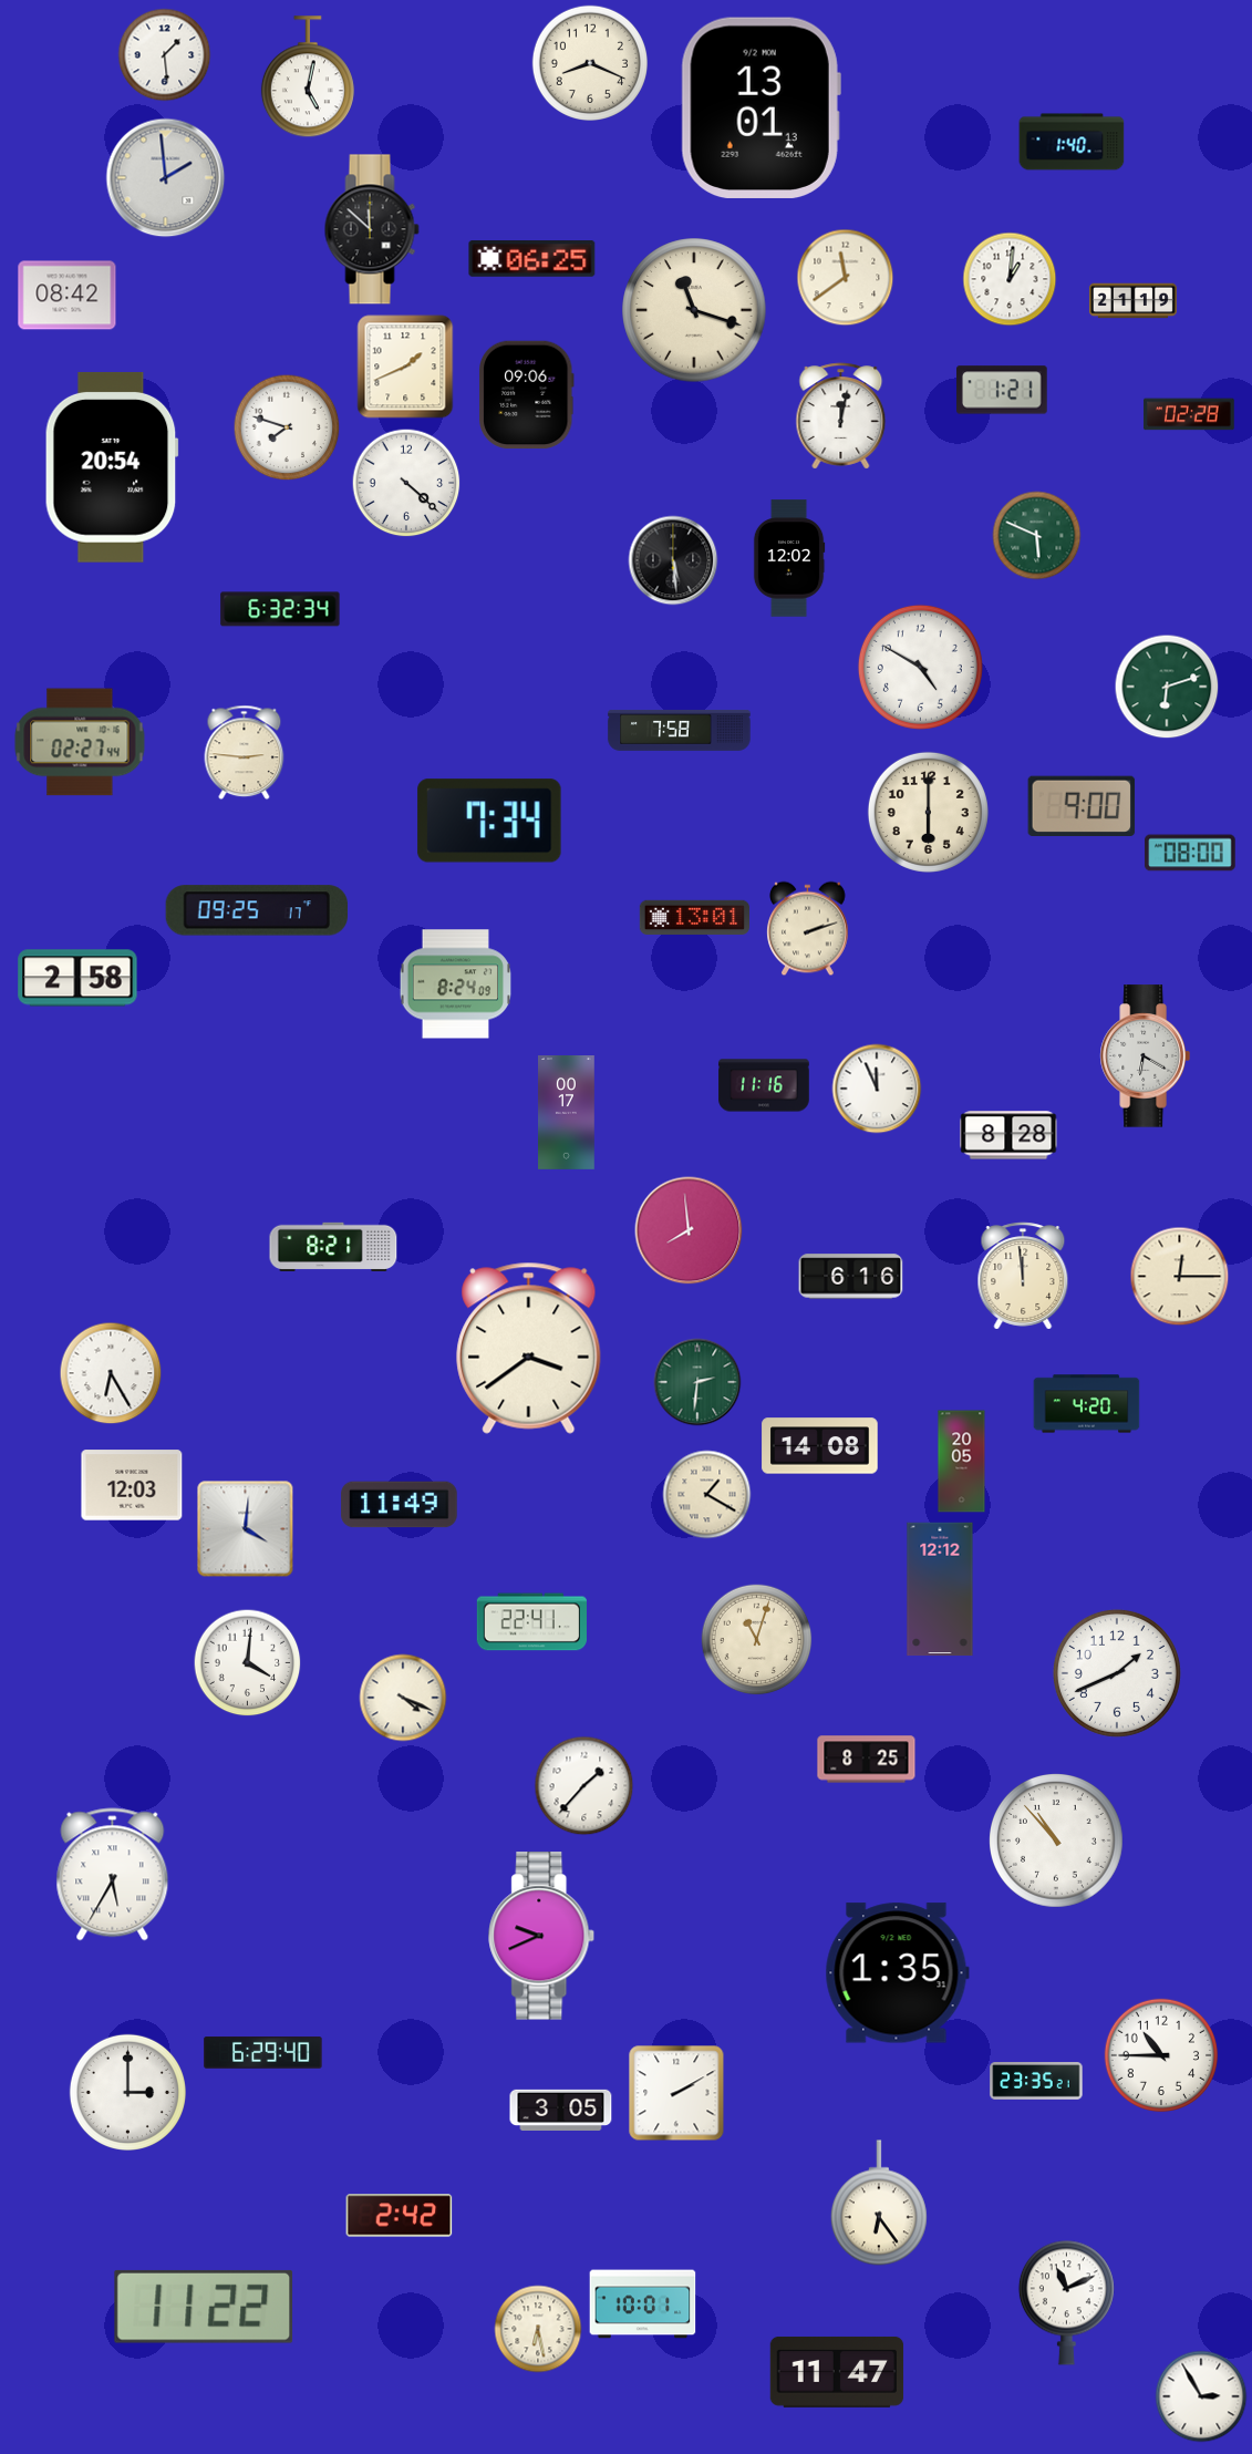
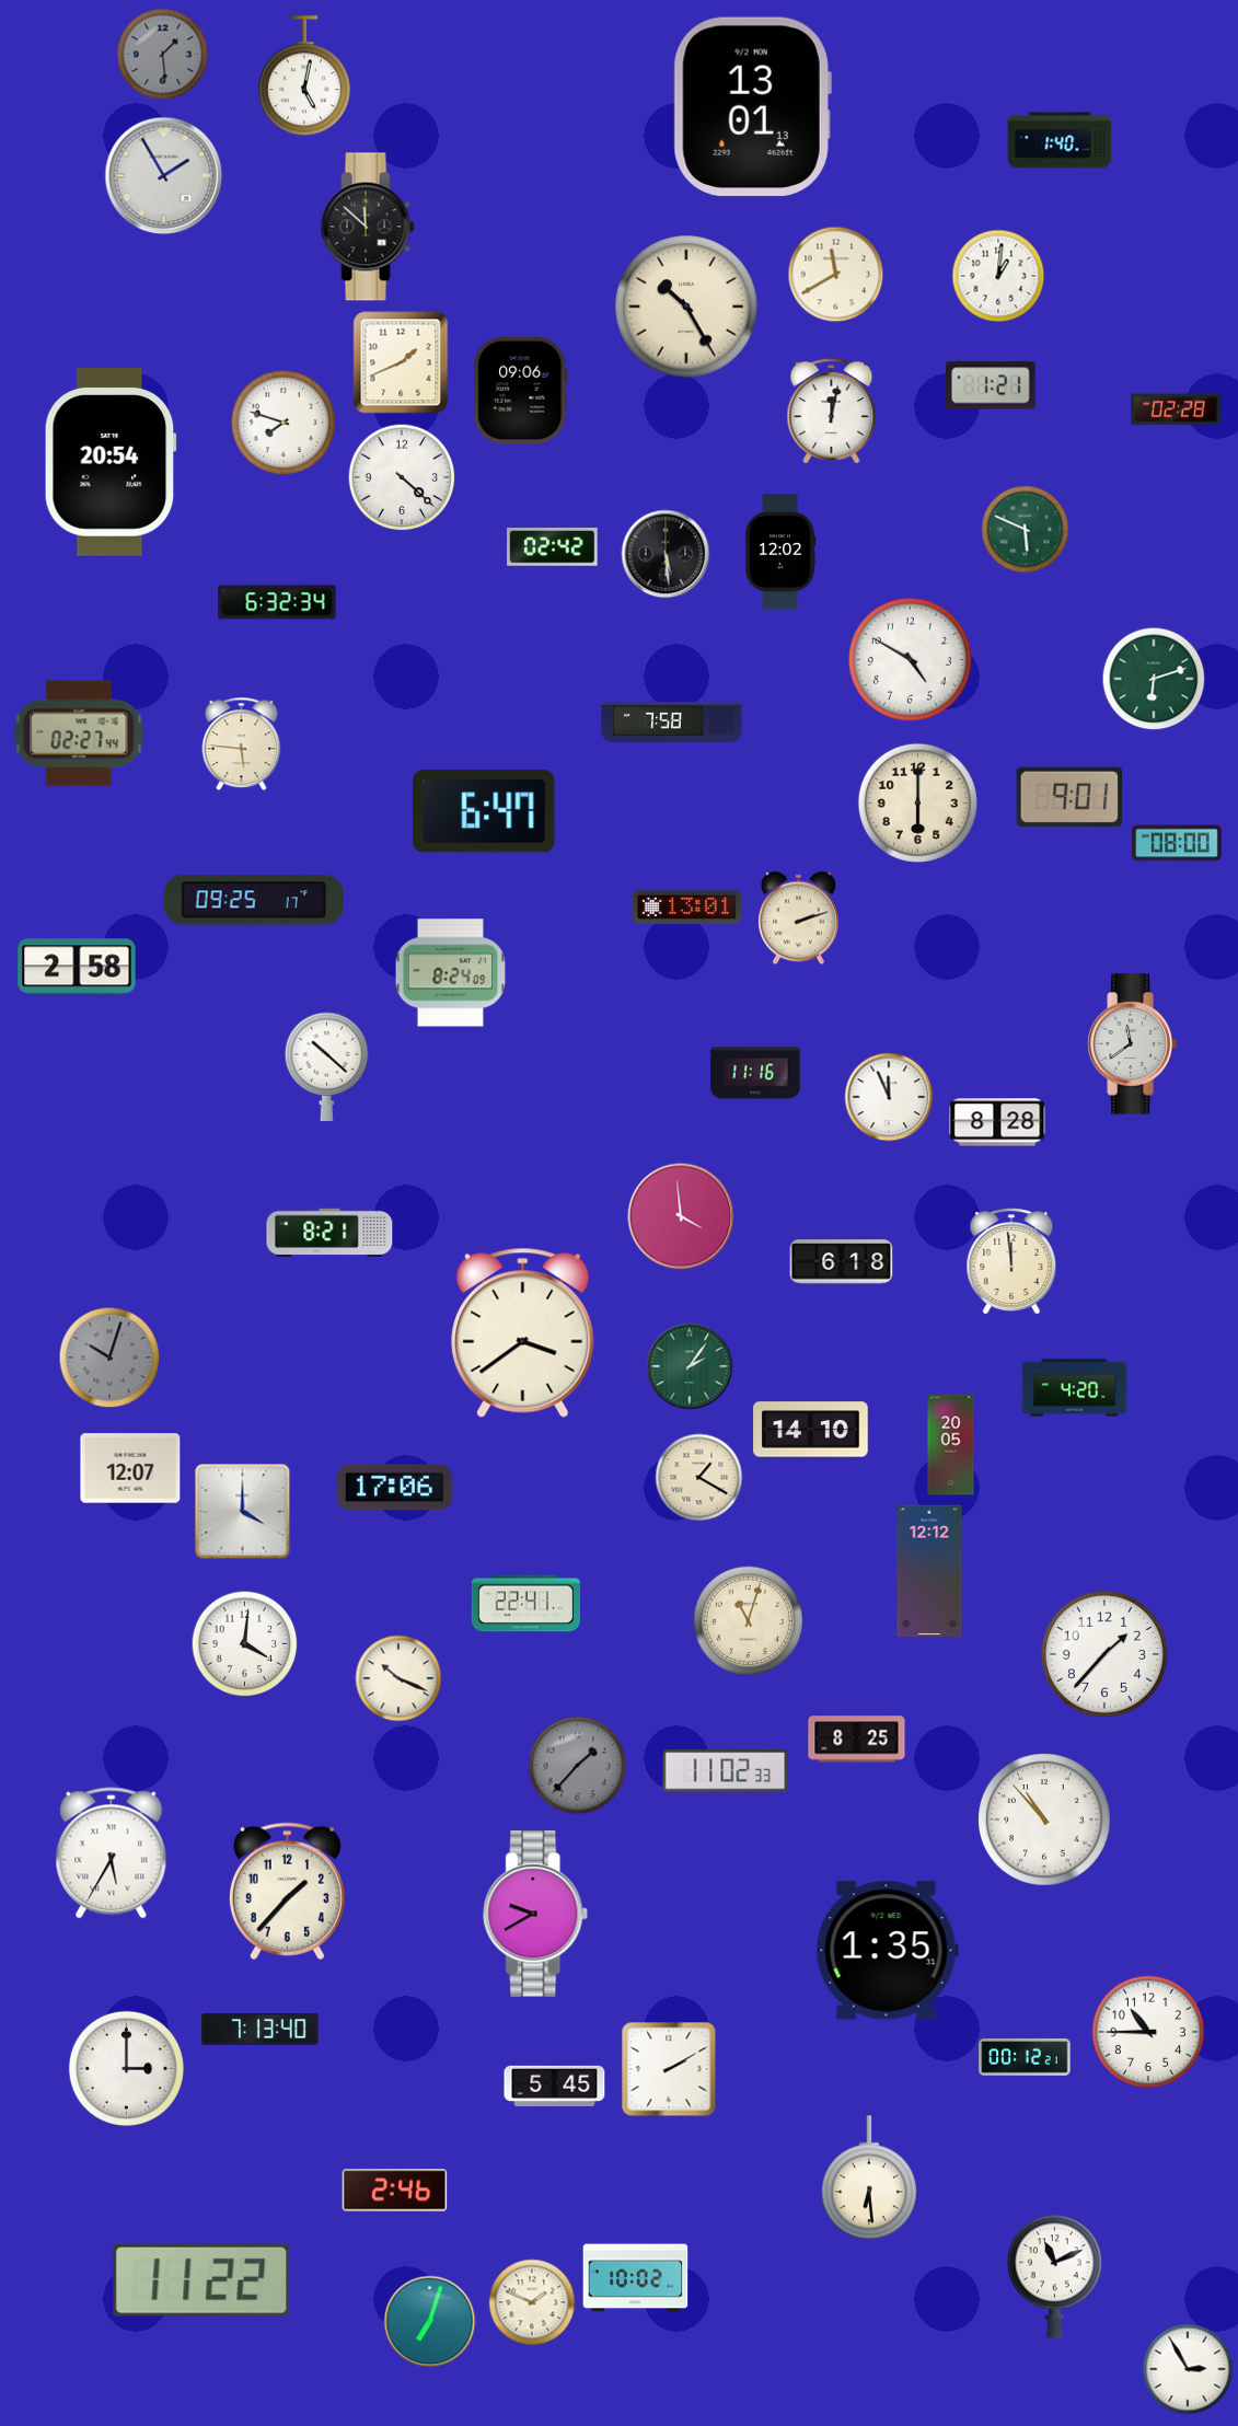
clock at (165, 55) dial: white -> grey
clock at (589, 62): 8:19 -> none
clock at (166, 178): 1:59 -> 1:55
clock at (532, 259): 06:25 -> none
clock at (846, 278): 11:39 -> 11:40
clock at (68, 296): 08:42 -> none
clock at (1132, 301): 21:19 -> none
clock at (694, 310): 11:18 -> 10:25
clock at (553, 546): none -> 02:42
clock at (245, 753): 2:46 -> 5:46
clock at (1082, 806): 9:00 -> 9:01
clock at (489, 821): 7:34 -> 6:47
clock at (1145, 1056): 6:20 -> 11:39
clock at (327, 1066): none -> 10:22
clock at (877, 1089) position: (877, 1089) -> (889, 1097)
clock at (567, 1113): 00:17 -> none
clock at (689, 1230): 7:59 -> 3:59
clock at (851, 1277): 6:16 -> 6:18
clock at (1180, 1277): 12:15 -> none
clock at (111, 1373): 6:25 -> 10:03
clock at (111, 1373) dial: white -> grey
clock at (697, 1382): 2:31 -> 2:06
clock at (820, 1446): 14:08 -> 14:10
clock at (132, 1485): 12:03 -> 12:07
clock at (400, 1505): 11:49 -> 17:06
clock at (246, 1529): 4:01 -> 4:00
clock at (1117, 1673): 1:41 -> 1:37
clock at (403, 1698): 4:19 -> 10:19
clock at (584, 1786) dial: white -> grey
clock at (726, 1771): none -> 11:02
clock at (287, 1892): none -> 1:37
clock at (542, 1936): 9:41 -> 9:40
clock at (263, 2053): 6:29 -> 7:13
clock at (1036, 2081): 23:35 -> 00:12
clock at (561, 2110): 3:05 -> 5:45
clock at (879, 2203): 6:24 -> 6:29
clock at (400, 2216): 2:42 -> 2:46
clock at (643, 2305): 10:01 -> 10:02
clock at (538, 2329): 6:28 -> 1:49
clock at (430, 2322): none -> 7:03
clock at (837, 2372): 11:47 -> none
